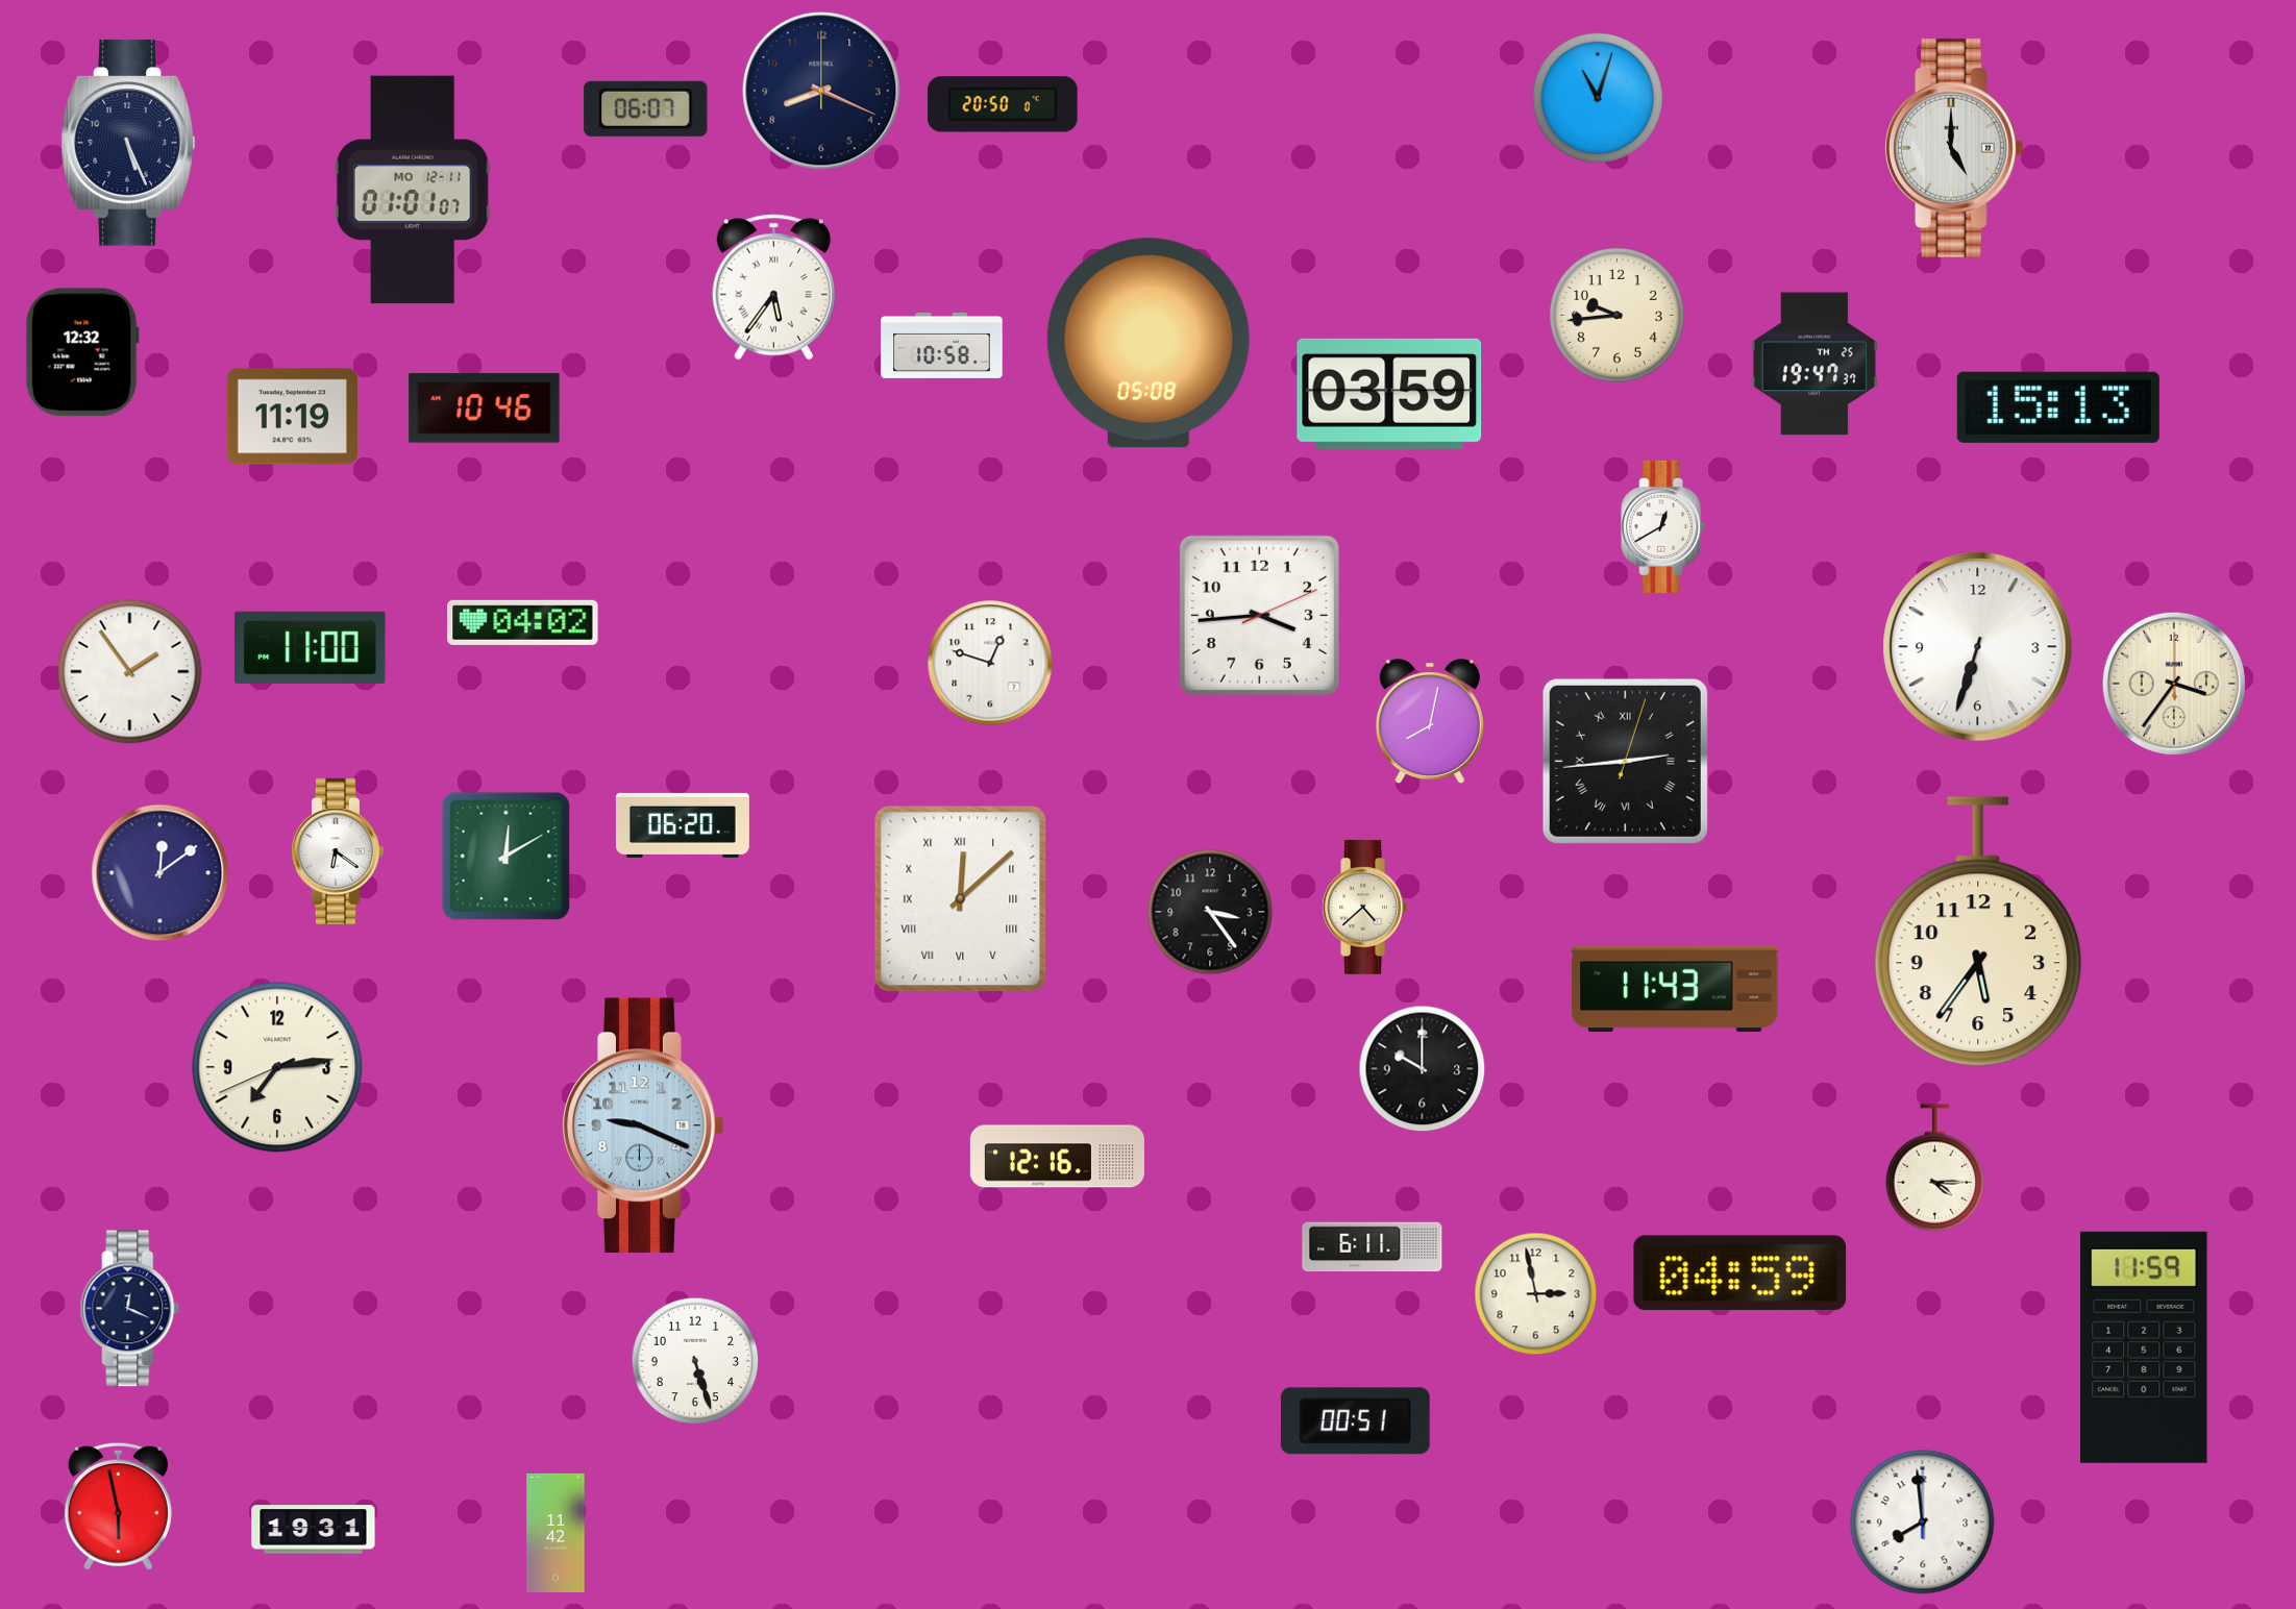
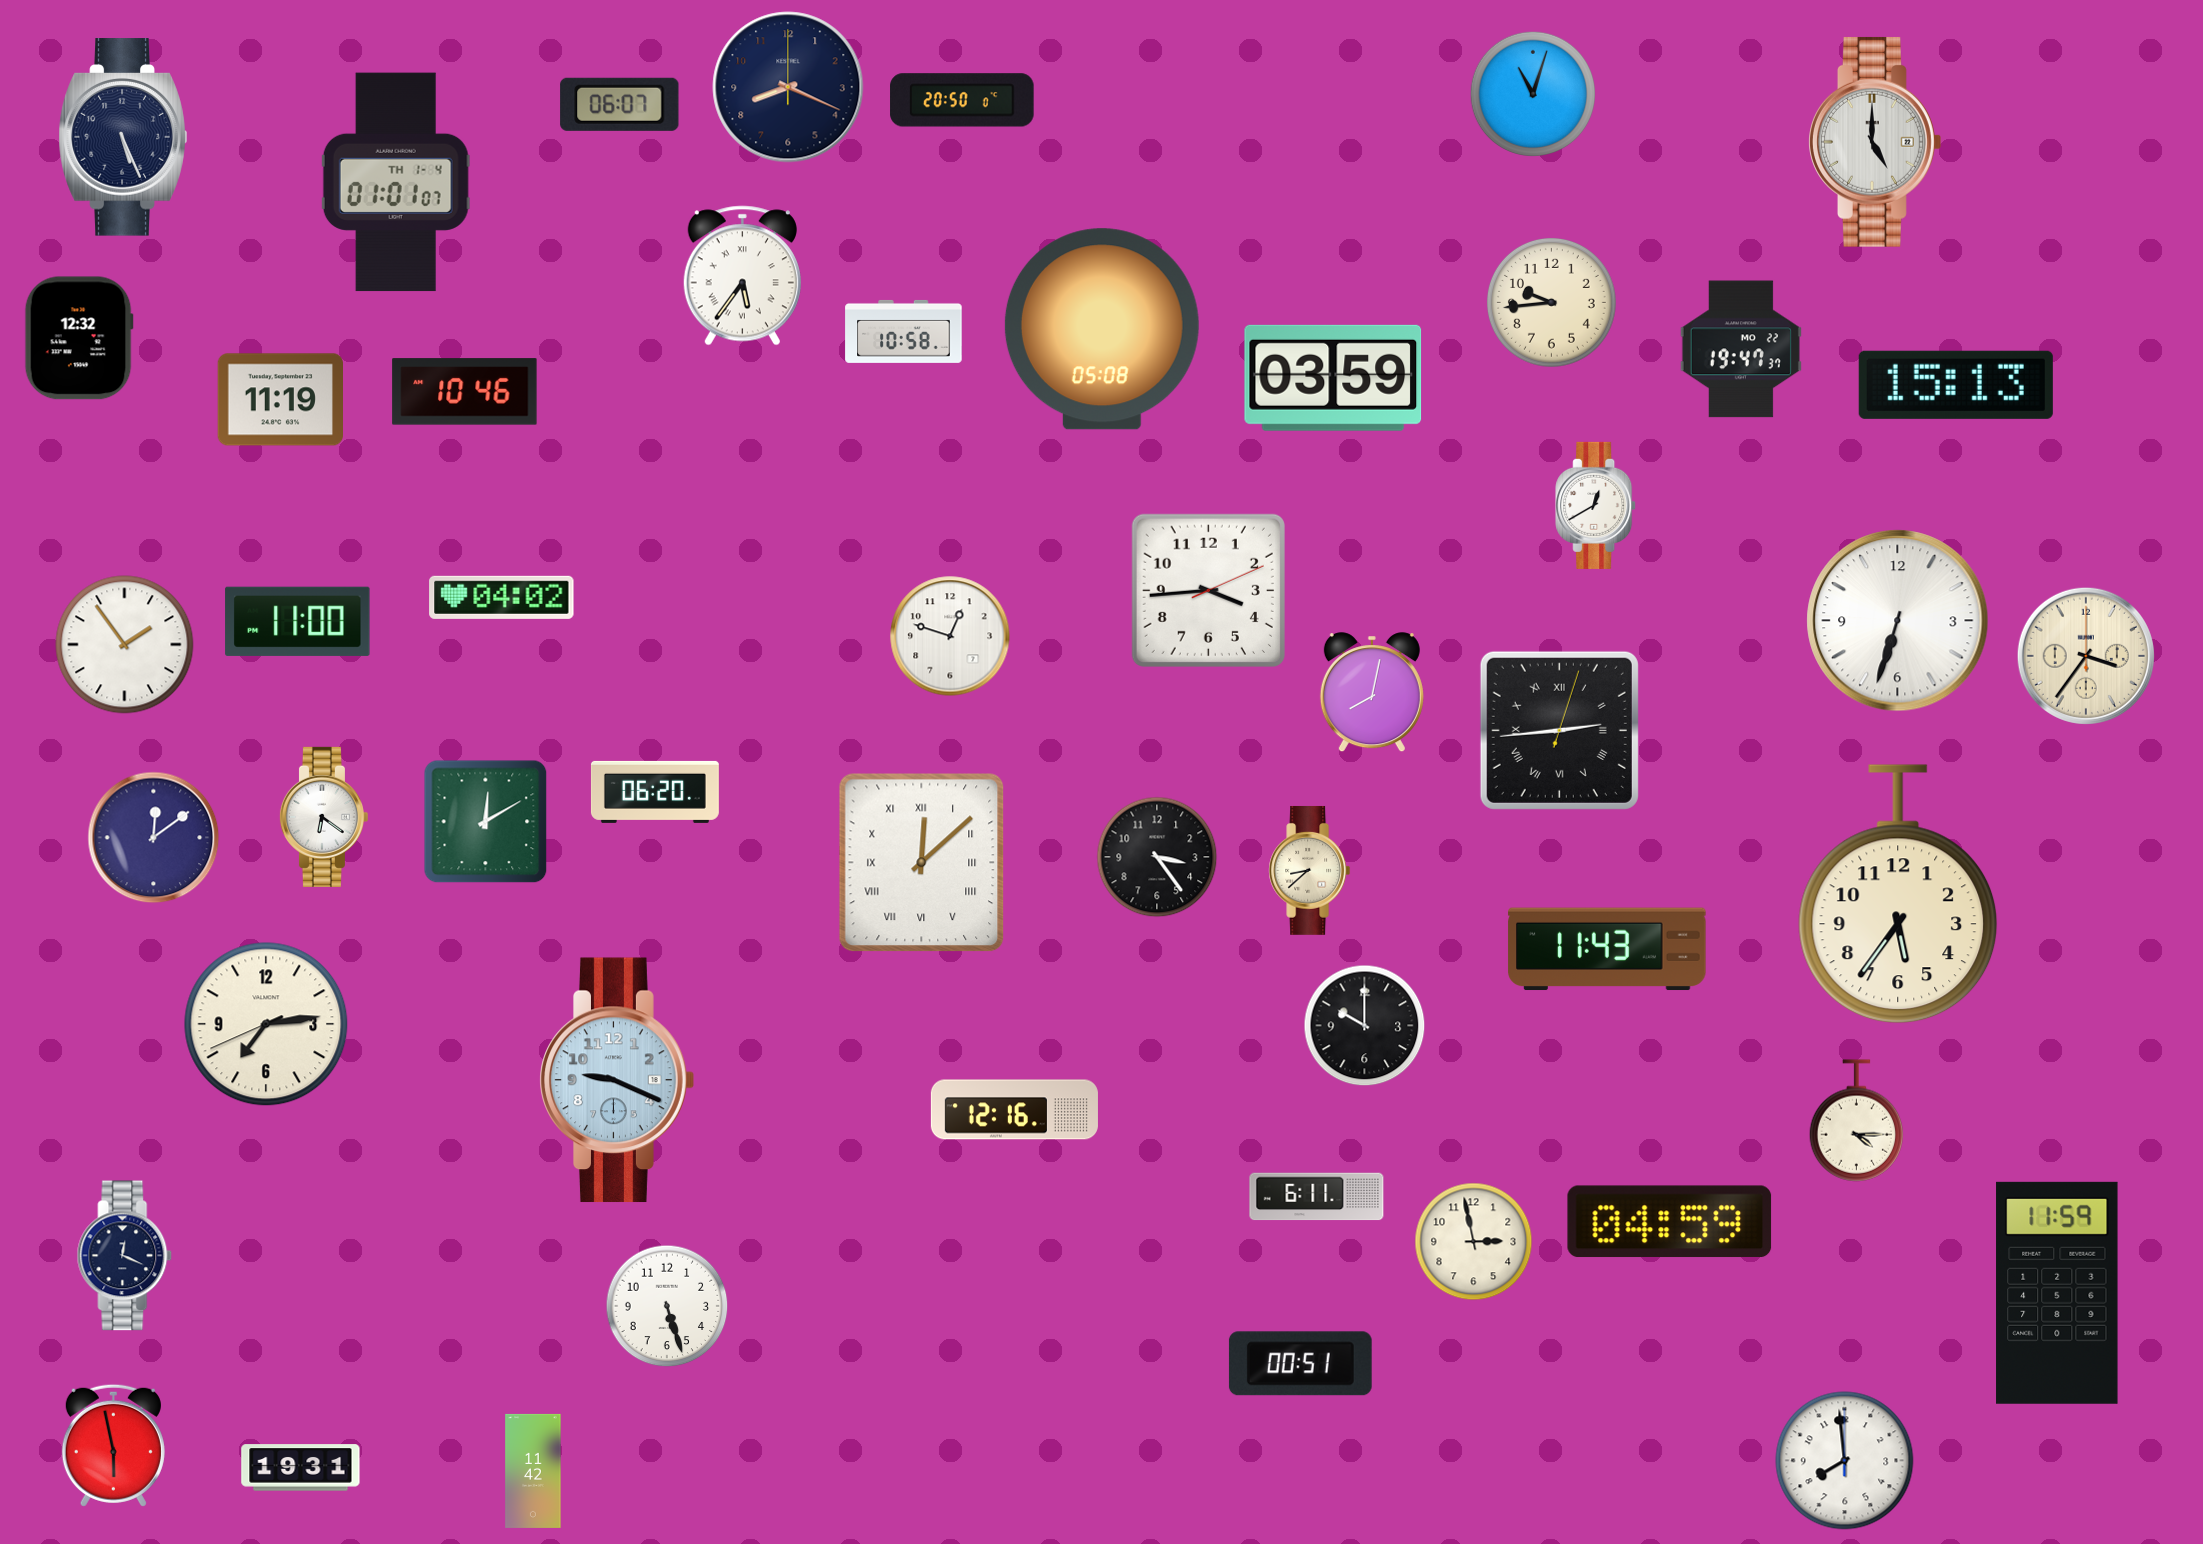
clock at (413, 190) date: MO 12-11 -> TH 1-4
clock at (1814, 364) date: TH 25 -> MO 22
clock at (2058, 407) position: (2058, 407) -> (1956, 385)
clock at (1365, 907): 4:38 -> 8:38
clock at (1210, 912) position: (1210, 912) -> (1157, 857)
